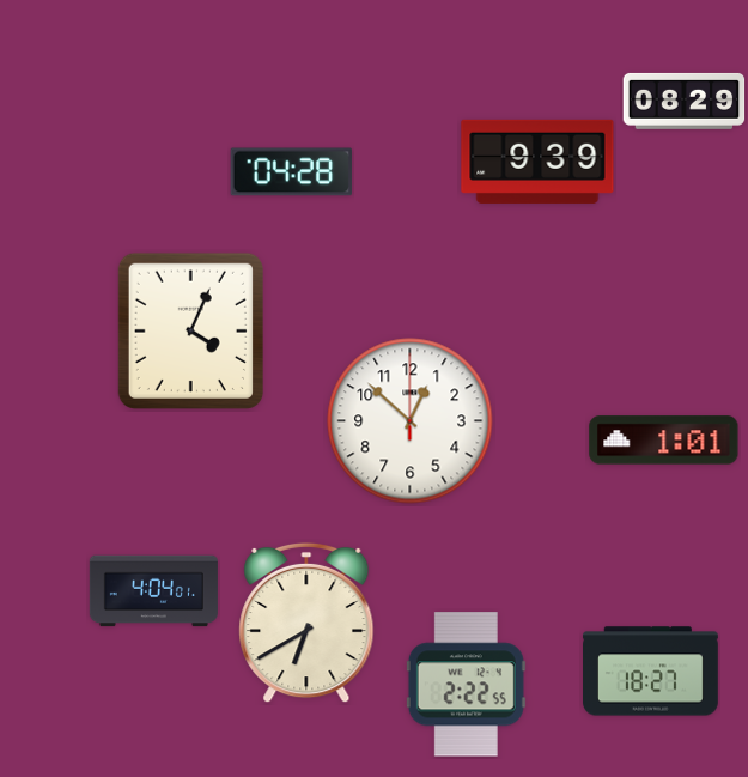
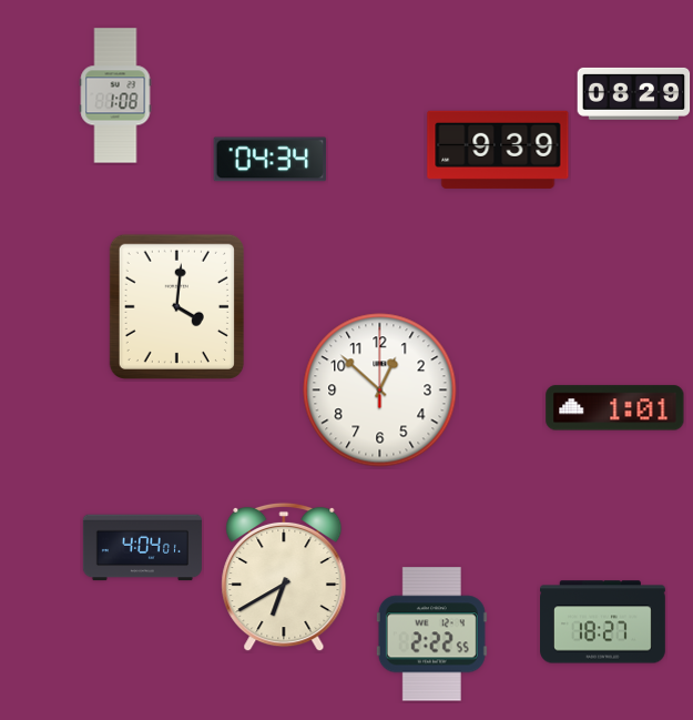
clock at (115, 95): none -> 1:08
clock at (292, 172): 04:28 -> 04:34
clock at (190, 330): 4:04 -> 4:01
